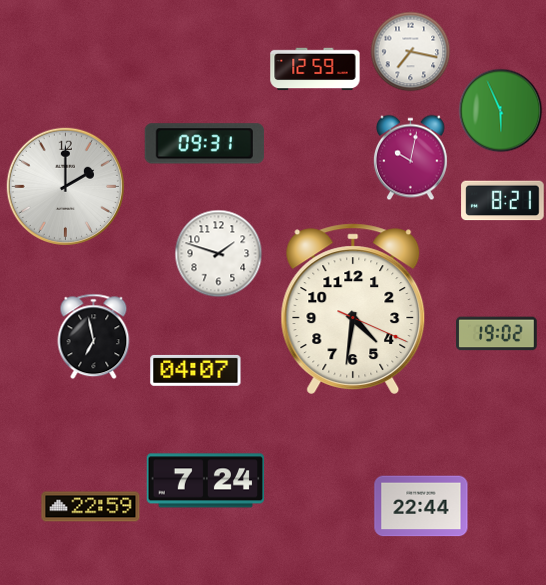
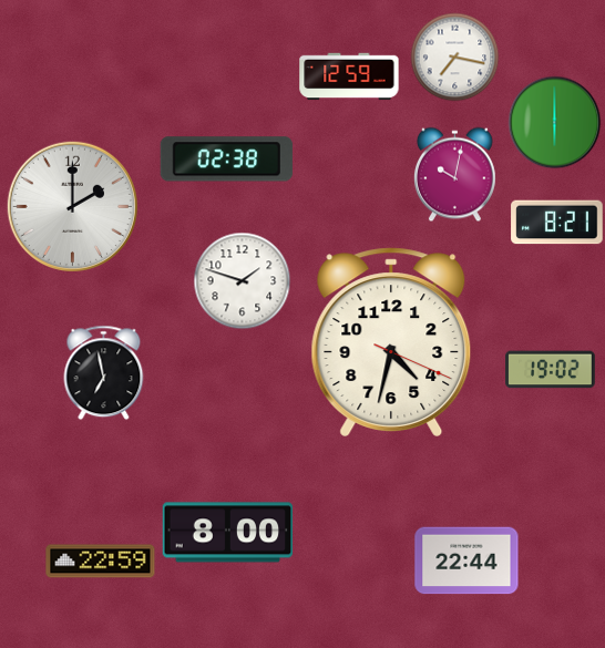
clock at (500, 110): 5:56 -> 6:00
clock at (204, 144): 09:31 -> 02:38
clock at (353, 309): 4:31 -> 4:32
clock at (196, 370): 04:07 -> none
clock at (206, 481): 7:24 -> 8:00
